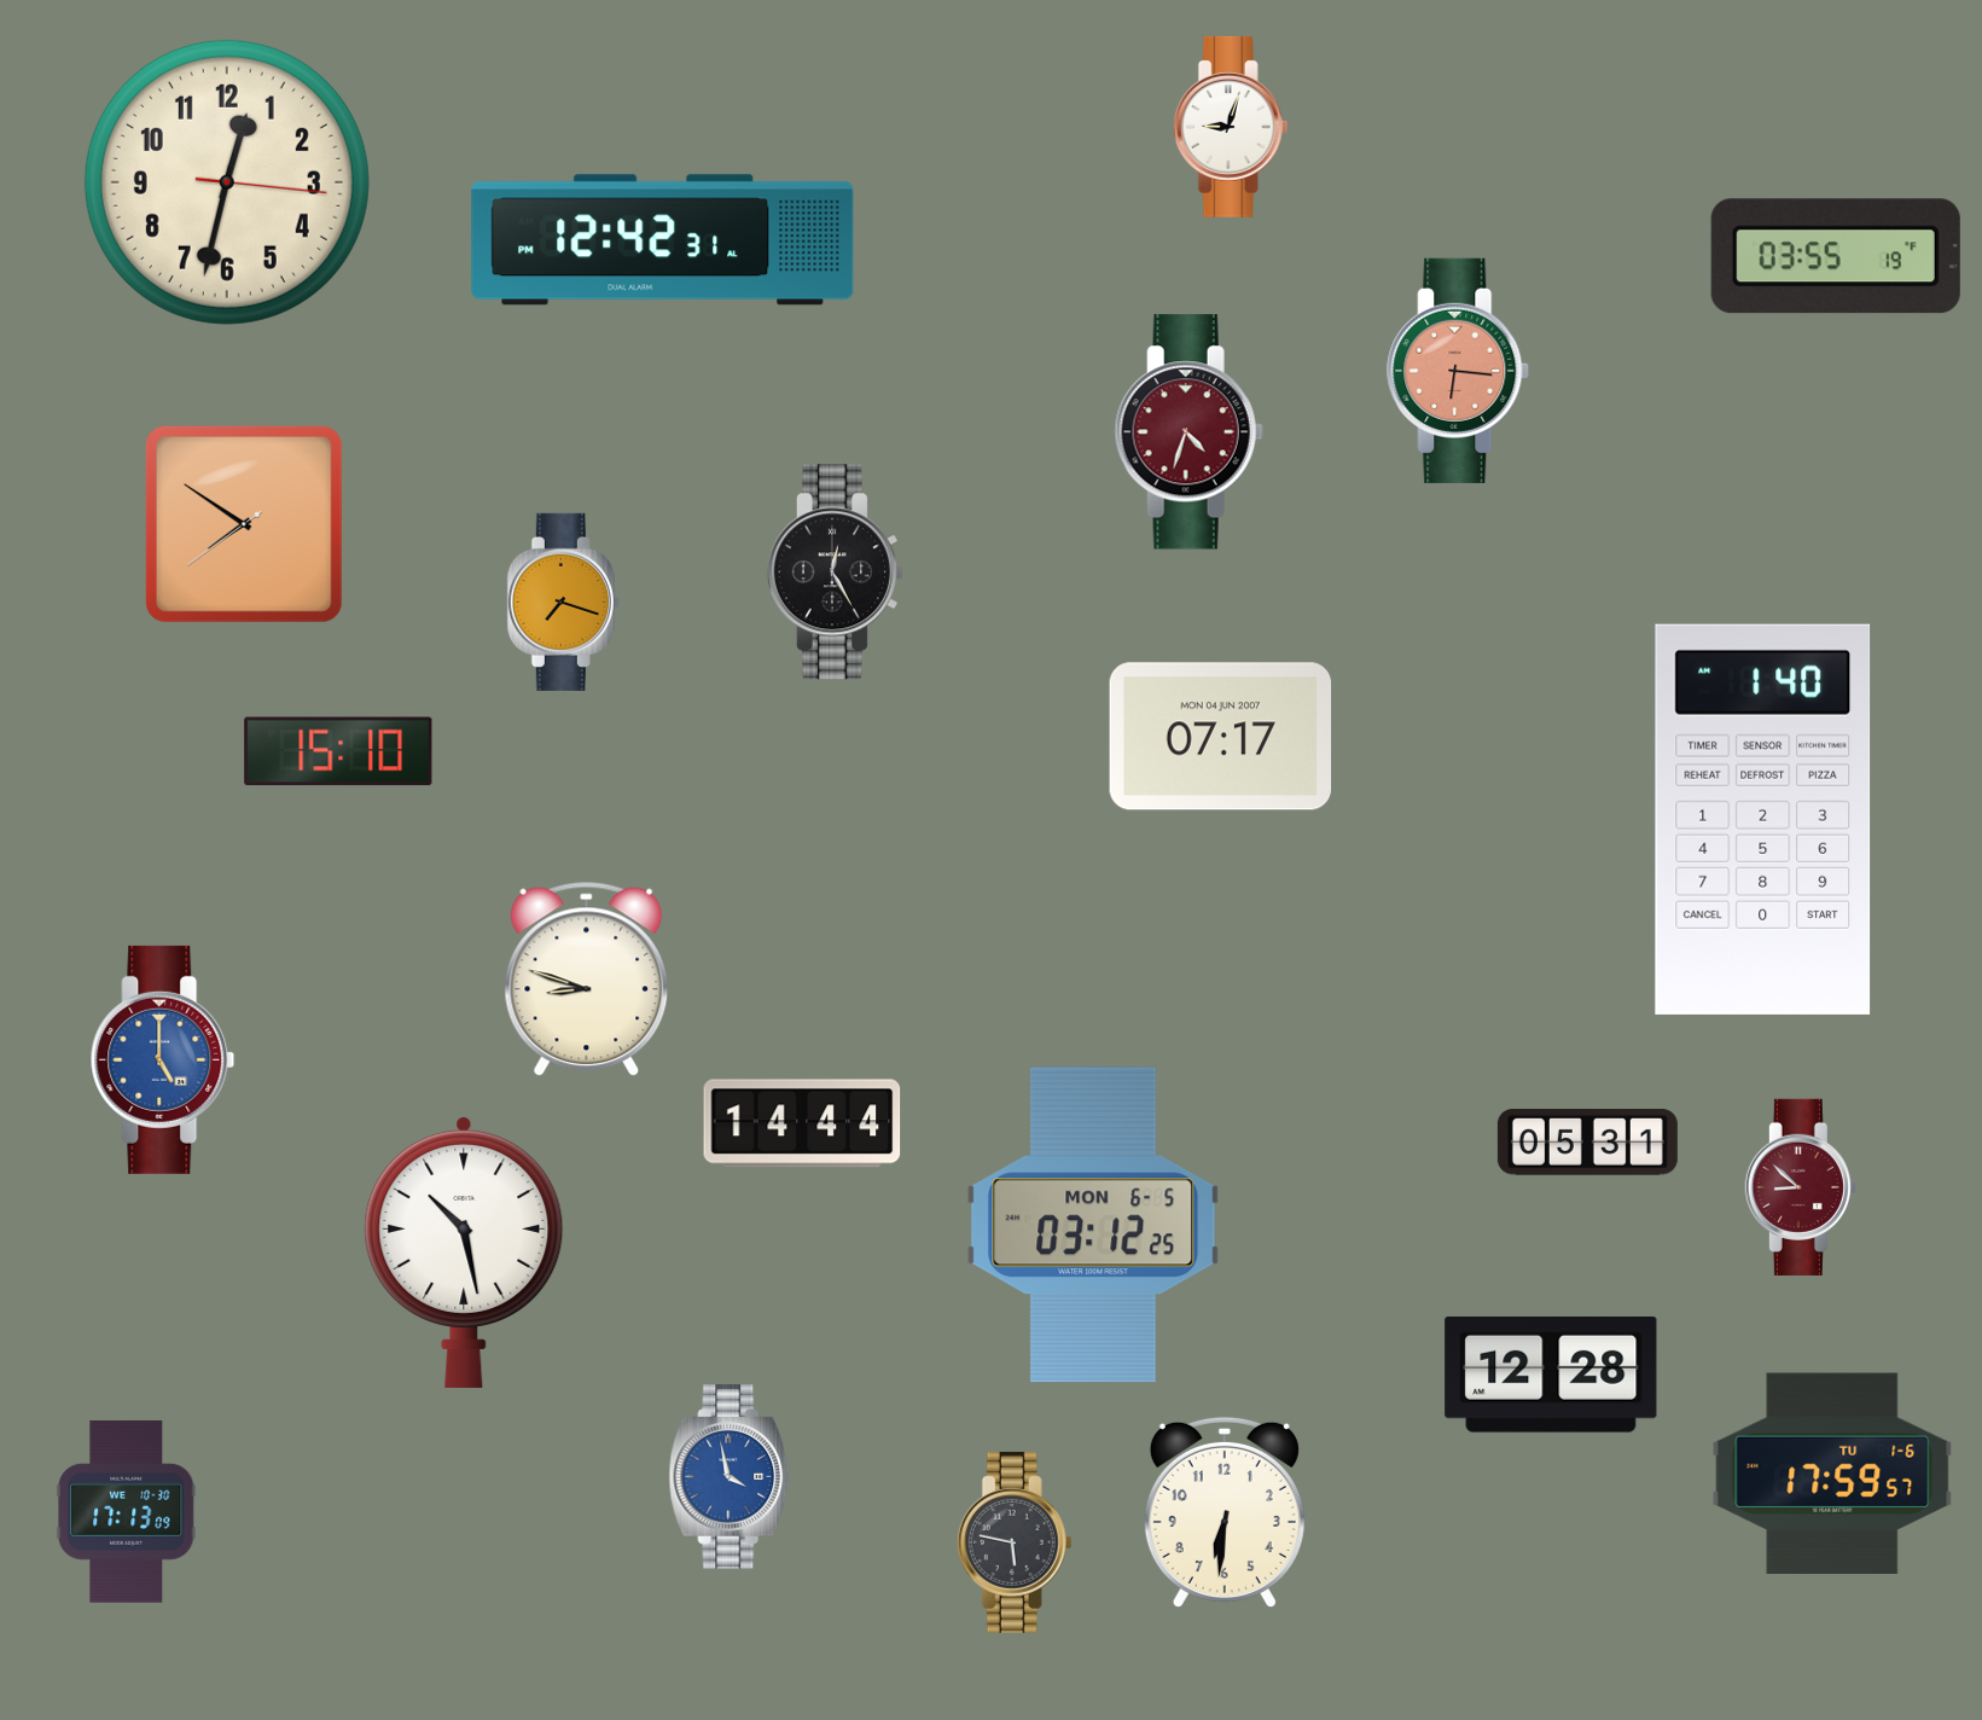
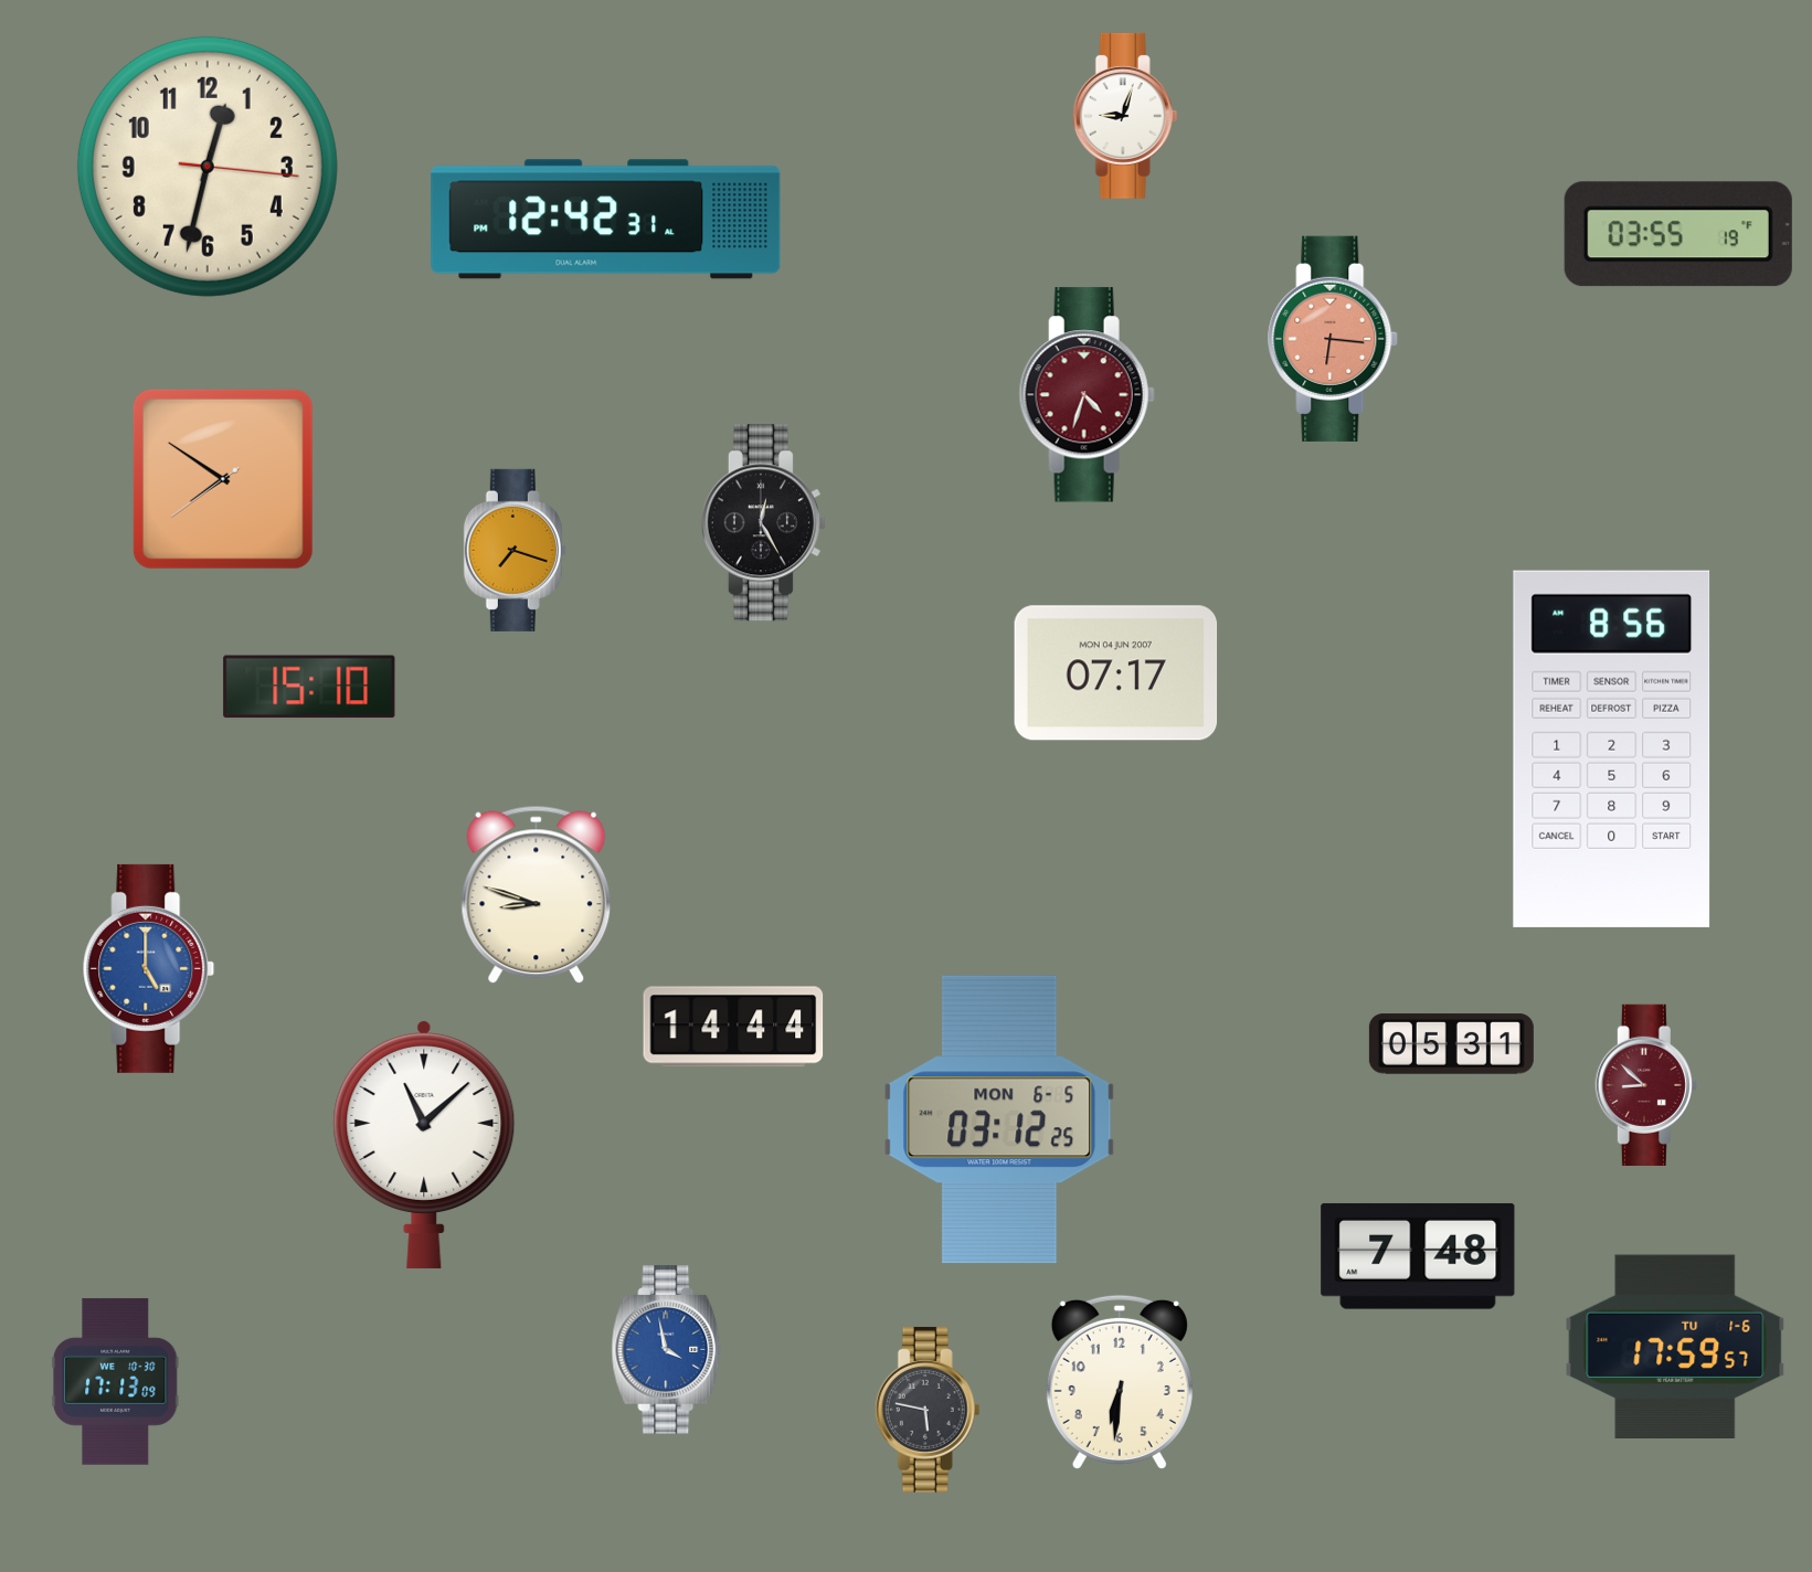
clock at (1763, 819): 1:40 -> 8:56
clock at (464, 1251): 10:28 -> 11:08
clock at (1551, 1375): 12:28 -> 7:48
